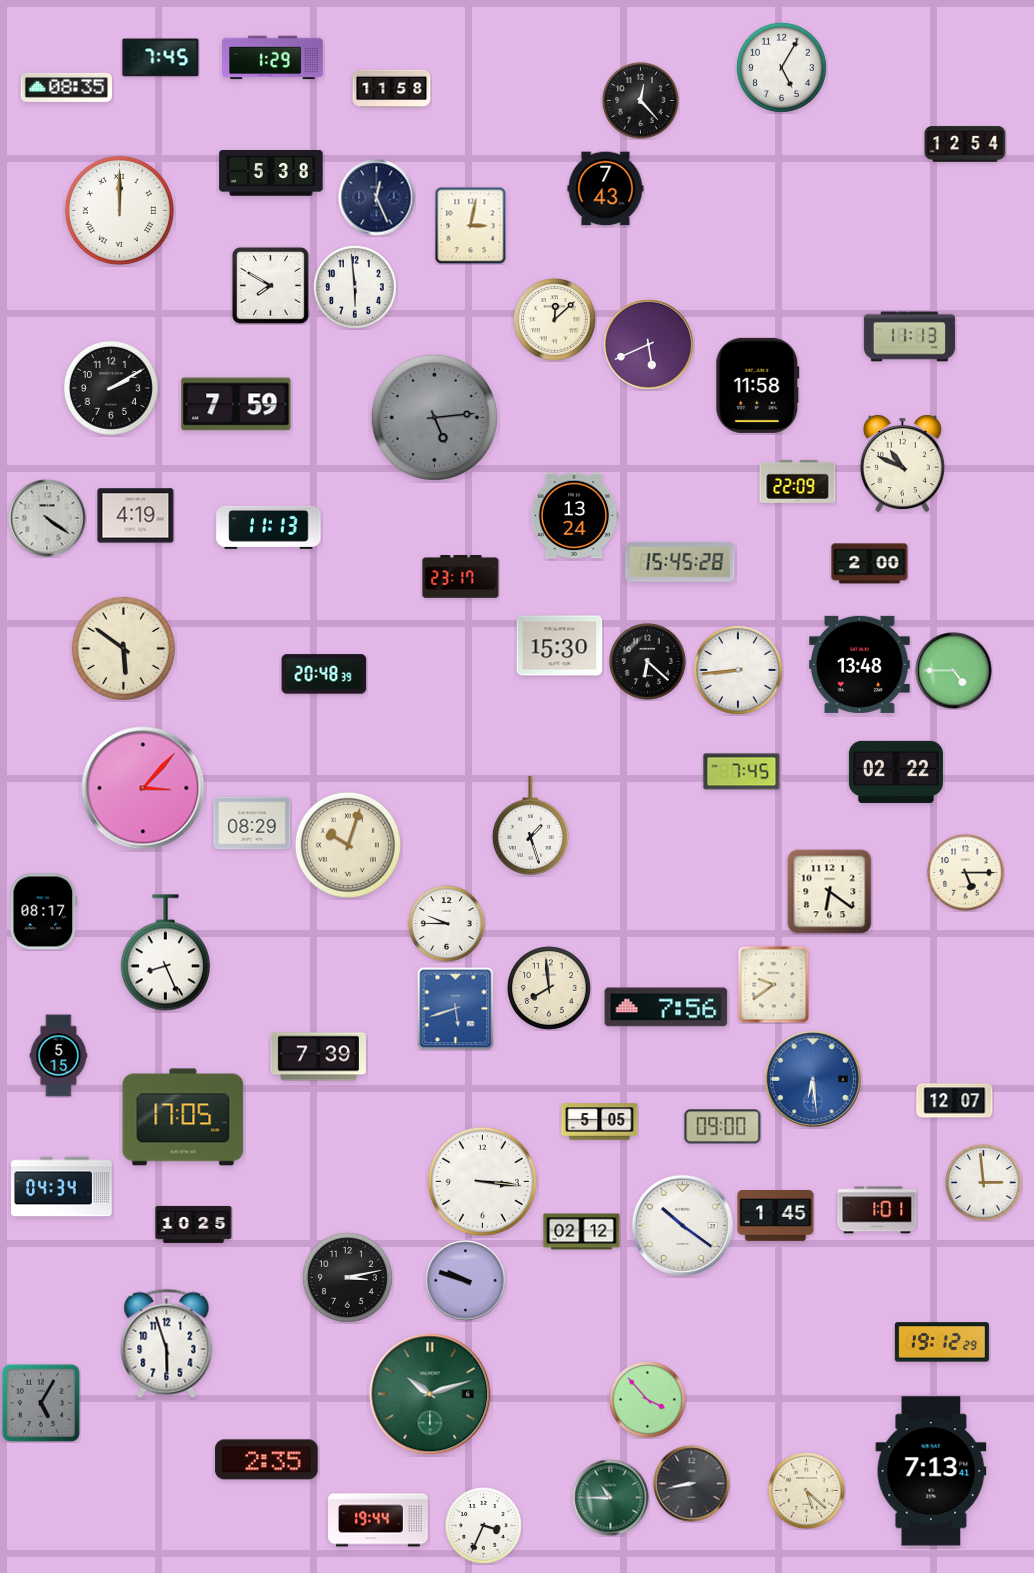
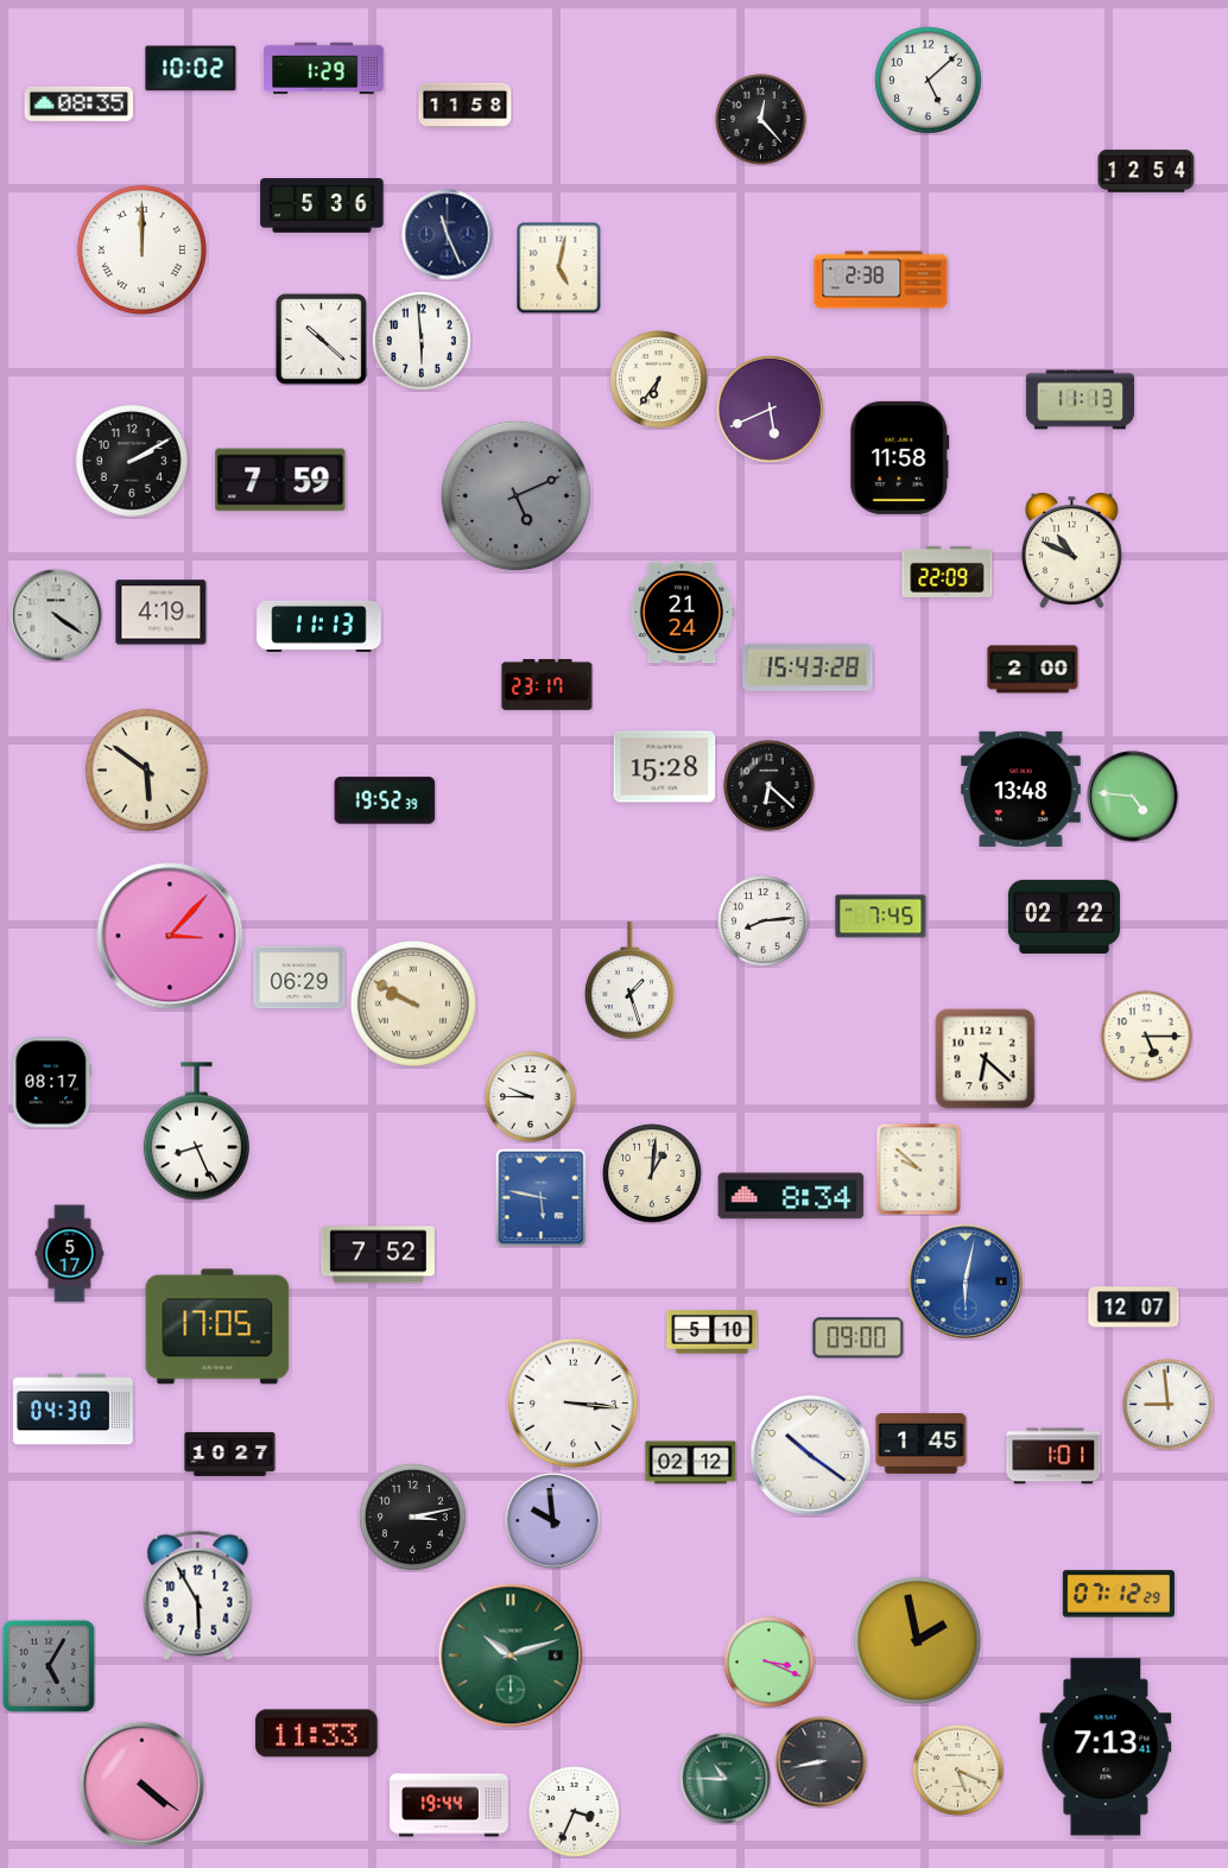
clock at (161, 58): 7:45 -> 10:02
clock at (781, 67): 5:05 -> 5:08
clock at (271, 174): 5:38 -> 5:36
clock at (606, 189): 7:43 -> none
clock at (377, 198): 12:26 -> 11:26
clock at (471, 225): 3:02 -> 5:02
clock at (881, 280): none -> 2:38
clock at (270, 285): 7:50 -> 10:22
clock at (555, 320): 12:08 -> 6:36
clock at (434, 417): 5:14 -> 5:11
clock at (574, 516): 13:24 -> 21:24
clock at (680, 562): 15:45 -> 15:43
clock at (560, 646): 15:30 -> 15:28
clock at (738, 670): 8:44 -> none
clock at (954, 671): 4:45 -> 4:46
clock at (324, 674): 20:48 -> 19:52
clock at (764, 922): none -> 8:14
clock at (252, 823): 08:29 -> 06:29
clock at (348, 845): 10:03 -> 9:50
clock at (830, 892): 6:21 -> 6:22
clock at (774, 984): 9:39 -> 9:52
clock at (550, 989): 7:59 -> 1:01
clock at (666, 1007): 7:56 -> 8:34
clock at (456, 1008): 5:42 -> 5:47
clock at (59, 1056): 5:15 -> 5:17
clock at (318, 1057): 7:39 -> 7:52
clock at (813, 1079): 6:29 -> 6:02
clock at (600, 1122): 5:05 -> 5:10
clock at (984, 1183): 2:59 -> 8:59
clock at (62, 1187): 04:34 -> 04:30
clock at (877, 1210) position: (877, 1210) -> (1053, 1456)
clock at (194, 1224): 10:25 -> 10:27
clock at (466, 1281): 9:48 -> 9:59
clock at (942, 1342): 19:12 -> 07:12
clock at (167, 1343): 5:57 -> 5:55
clock at (917, 1640): none -> 1:58
clock at (648, 1400): 3:53 -> 3:19
clock at (267, 1460): 2:35 -> 11:33
clock at (807, 1491): 5:22 -> 5:19
clock at (143, 1785): none -> 4:21
